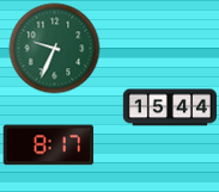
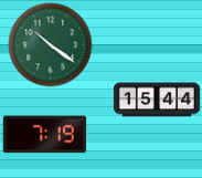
clock at (55, 49): 9:34 -> 10:21
clock at (49, 145): 8:17 -> 7:19
